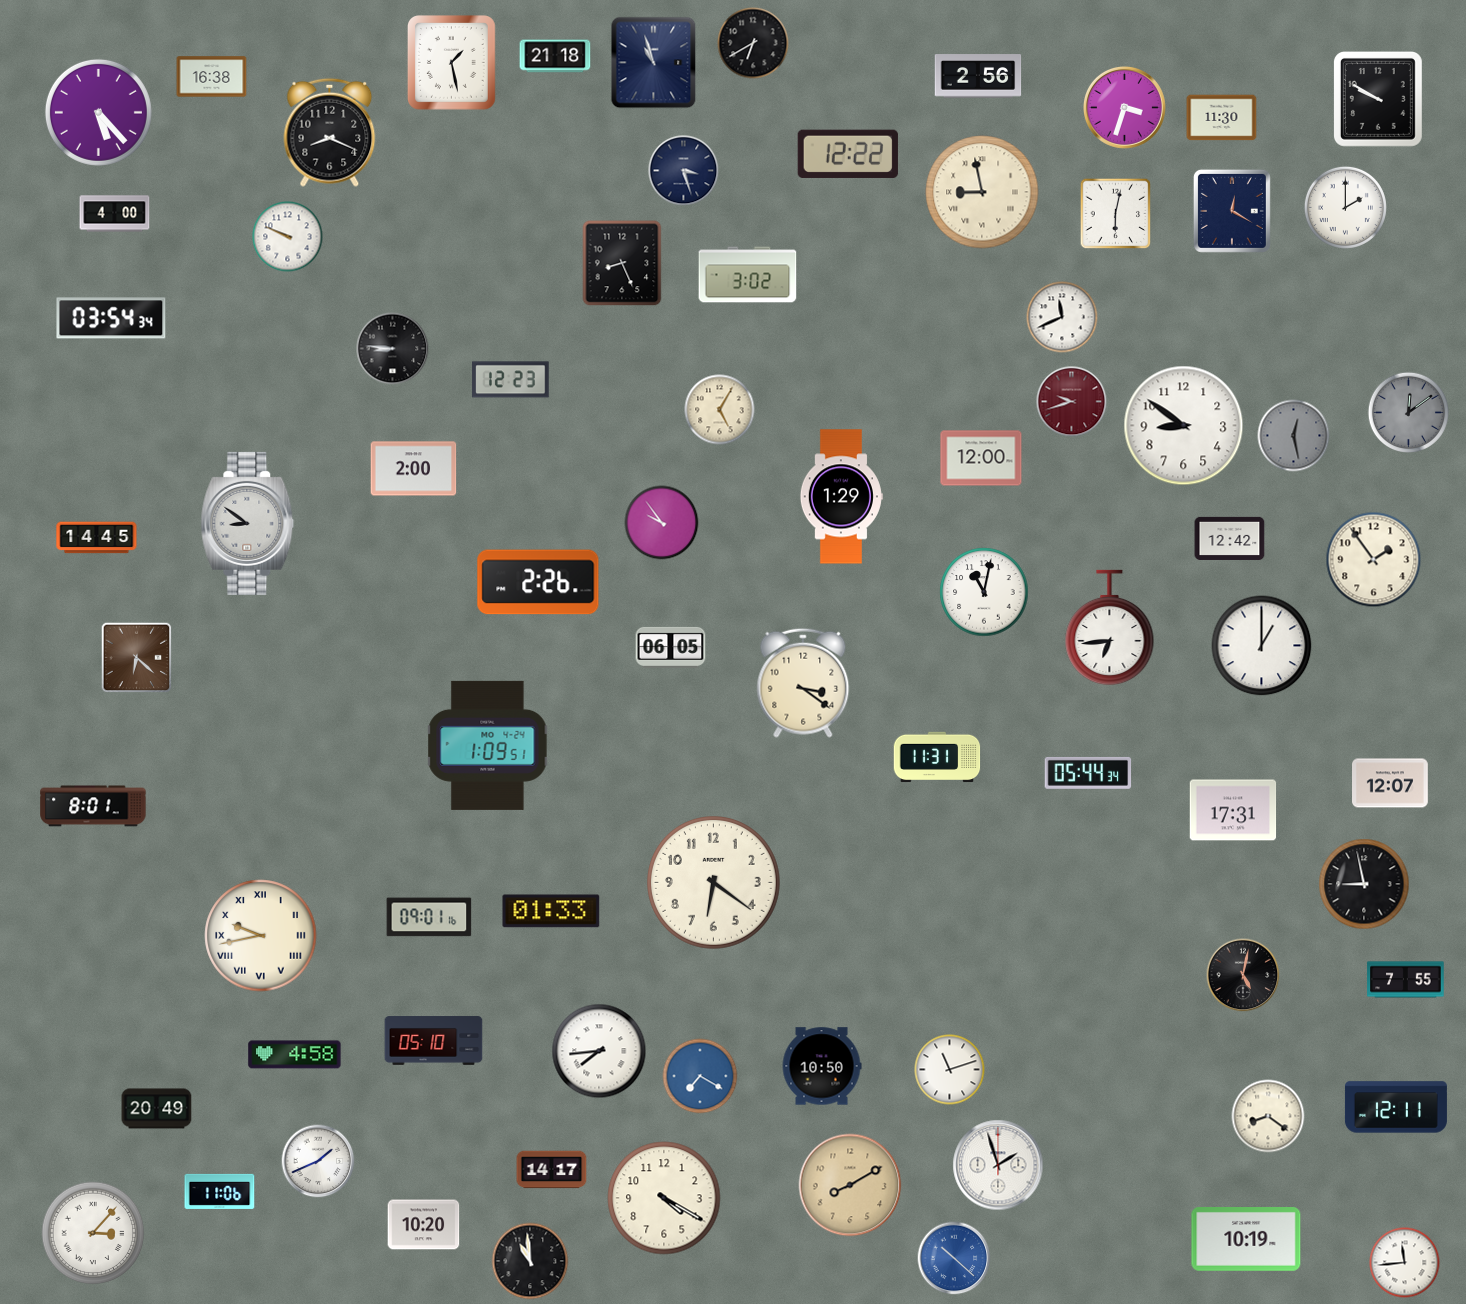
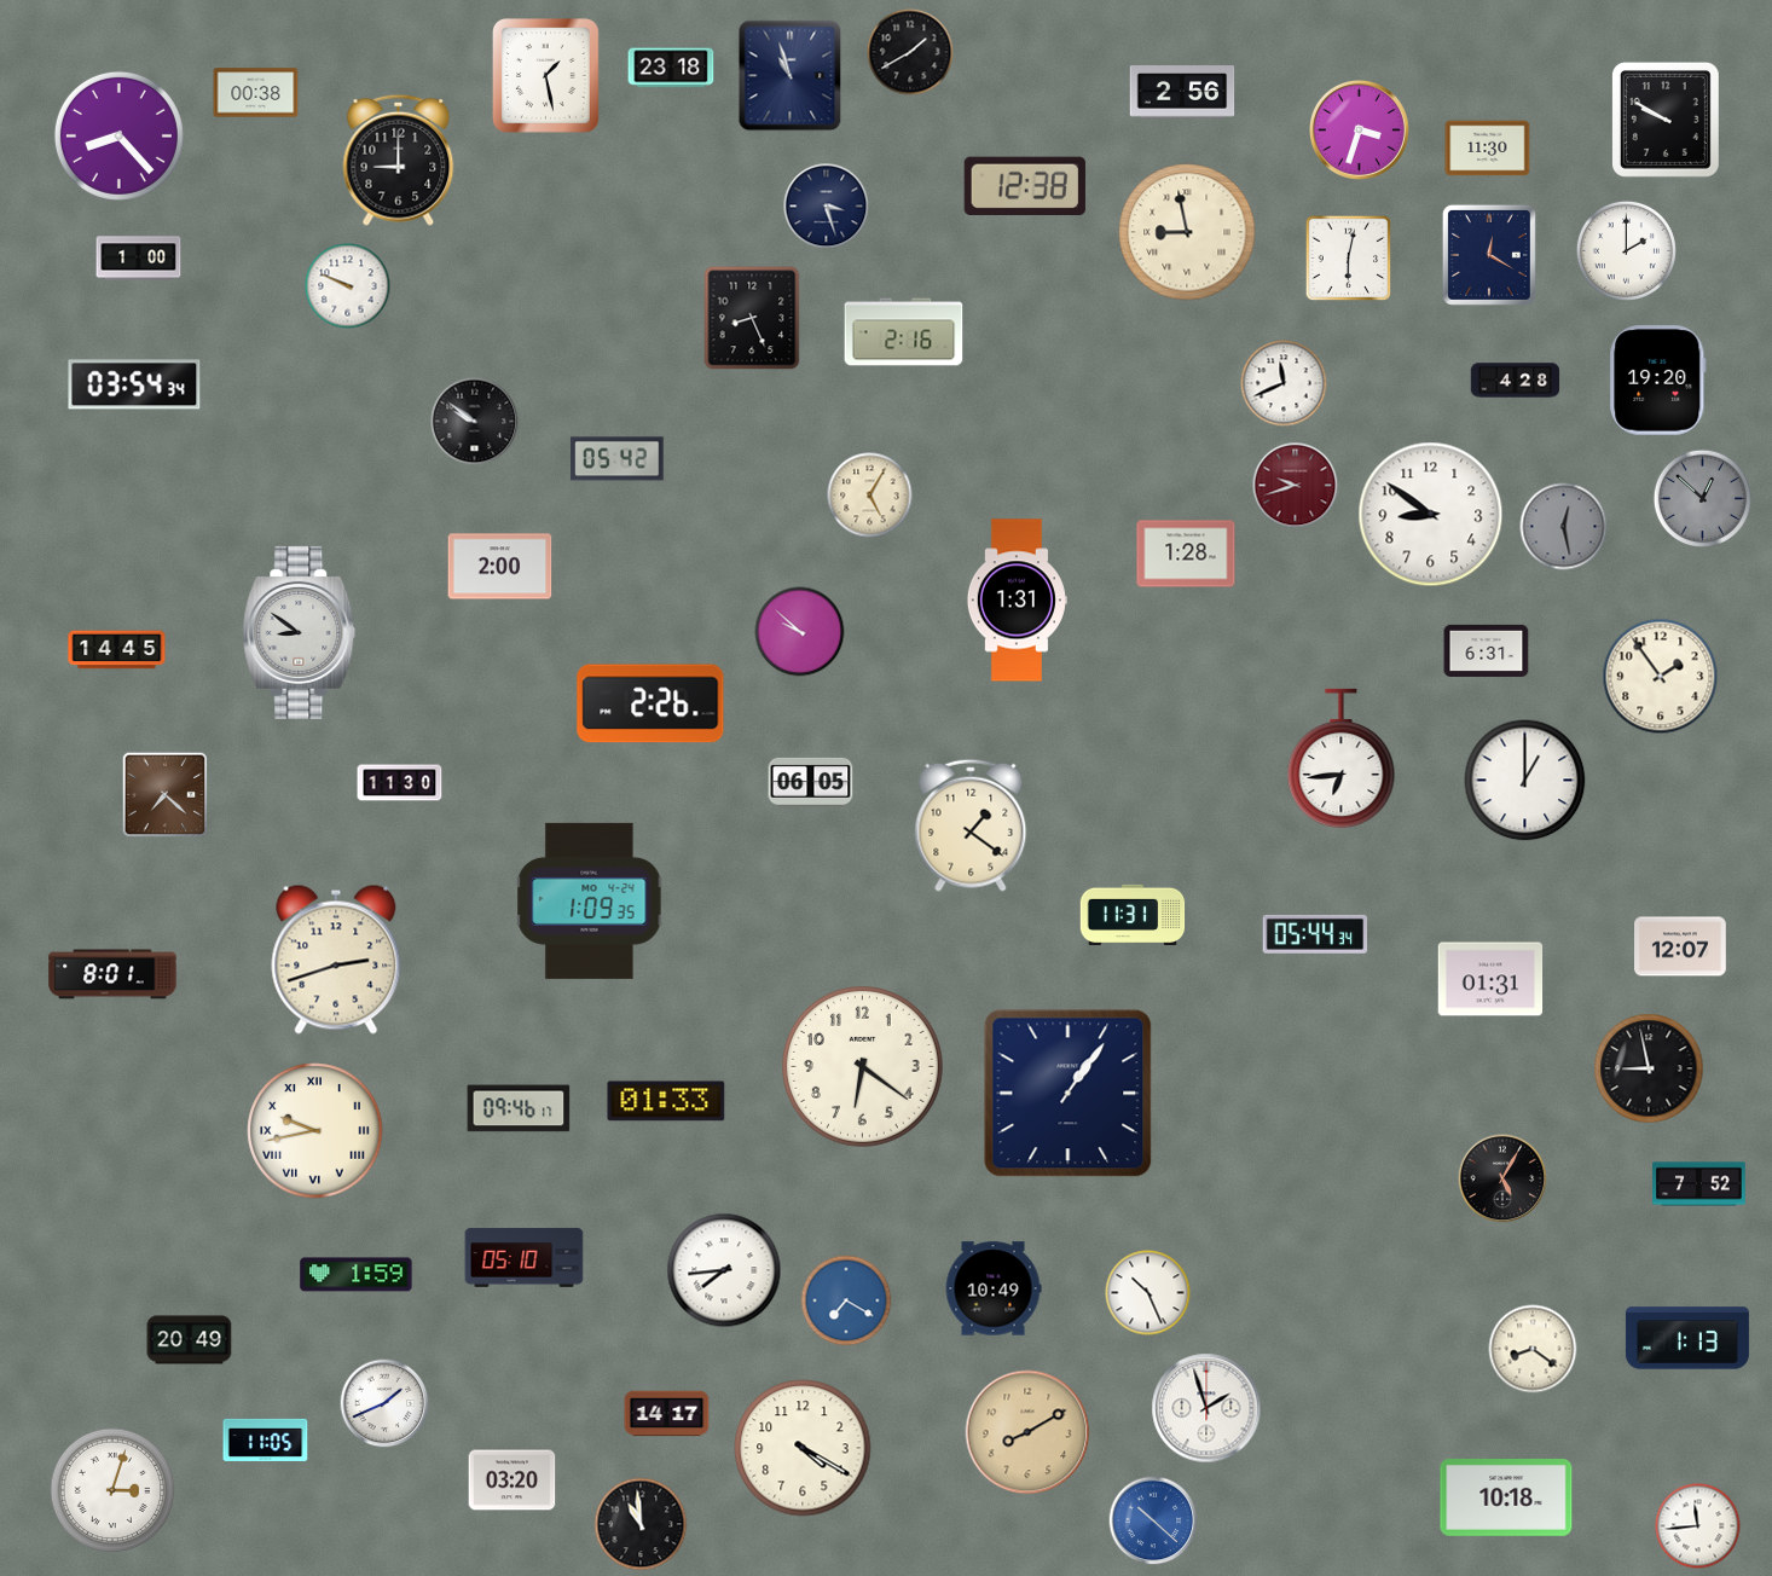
clock at (753, 43): 6:40 -> 1:40
clock at (555, 56): 21:18 -> 23:18
clock at (212, 77): 16:38 -> 00:38
clock at (98, 112): 5:23 -> 8:23
clock at (1222, 118) position: (1222, 118) -> (1488, 149)
clock at (330, 132): 8:19 -> 9:00
clock at (848, 154): 12:22 -> 12:38
clock at (115, 214): 4:00 -> 1:00
clock at (748, 275): 3:02 -> 2:16
clock at (1516, 381): none -> 4:28
clock at (1658, 381): none -> 19:20
clock at (393, 349): 8:46 -> 9:51
clock at (511, 380): 12:23 -> 05:42
clock at (1408, 412): 12:09 -> 12:52
clock at (981, 458): 12:00 -> 1:28
clock at (841, 497): 1:29 -> 1:31
clock at (662, 523): 9:54 -> 9:52
clock at (1230, 538): 12:42 -> 6:31
clock at (984, 592): 11:02 -> none
clock at (400, 783): none -> 11:30
clock at (137, 658): 6:22 -> 7:22
clock at (803, 683): 3:21 -> 1:21
clock at (488, 745): 1:09:51 -> 1:09:35
clock at (336, 960): none -> 2:42
clock at (1233, 810): 17:31 -> 01:31
clock at (1069, 1094): none -> 1:06
clock at (429, 917): 09:01 -> 09:46
clock at (1243, 975): 5:02 -> 5:05
clock at (1406, 980): 7:55 -> 7:52
clock at (295, 1055): 4:58 -> 1:59
clock at (822, 1066): 10:50 -> 10:49
clock at (950, 1070): 11:12 -> 10:26
clock at (1396, 1107): 12:11 -> 1:13
clock at (220, 1191): 11:06 -> 11:05
clock at (424, 1225): 10:20 -> 03:20
clock at (93, 1233): 3:07 -> 3:03
clock at (1246, 1240): 10:19 -> 10:18
